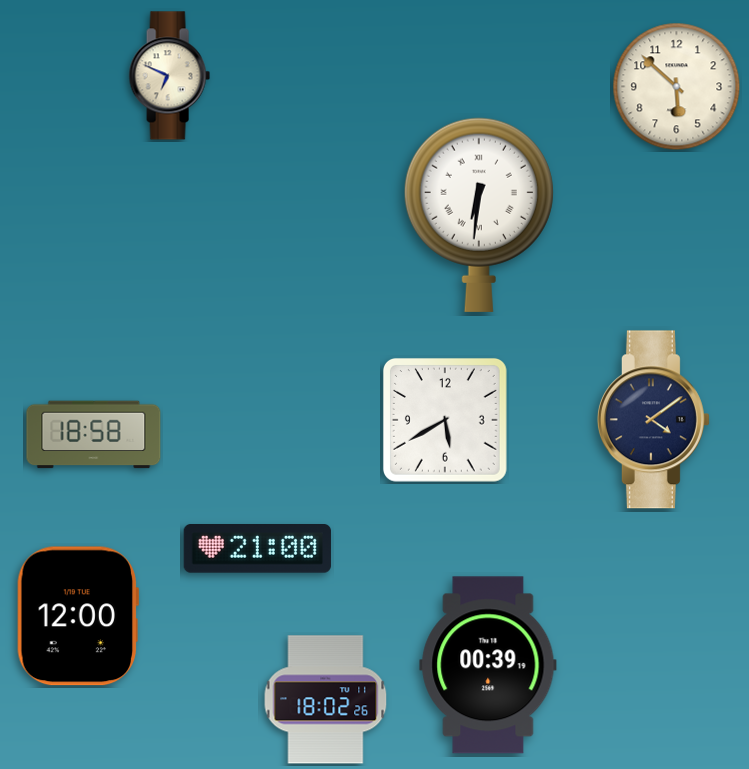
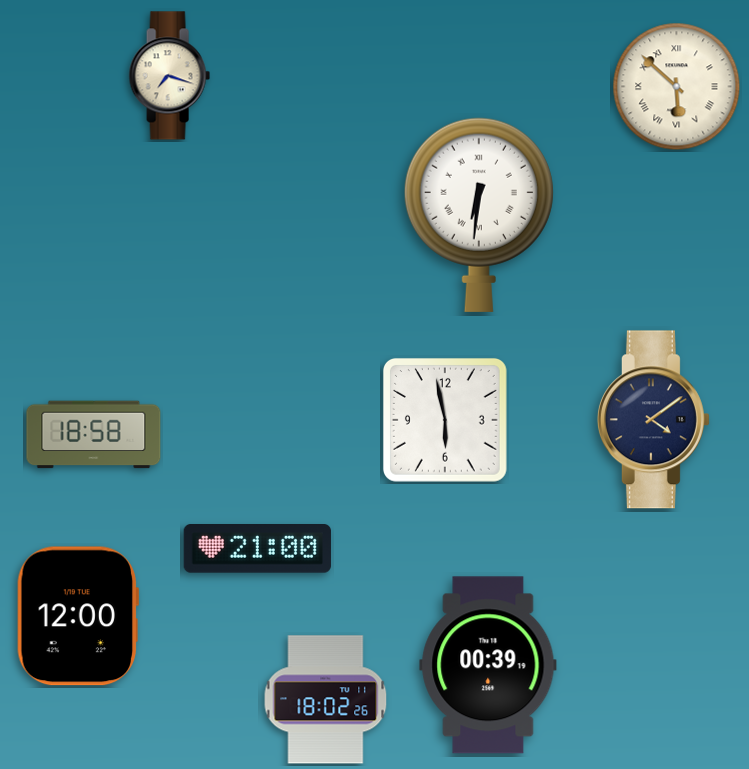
clock at (169, 76): 6:49 -> 7:18
clock at (677, 87) numerals: Arabic -> Roman
clock at (445, 420): 5:40 -> 5:58
